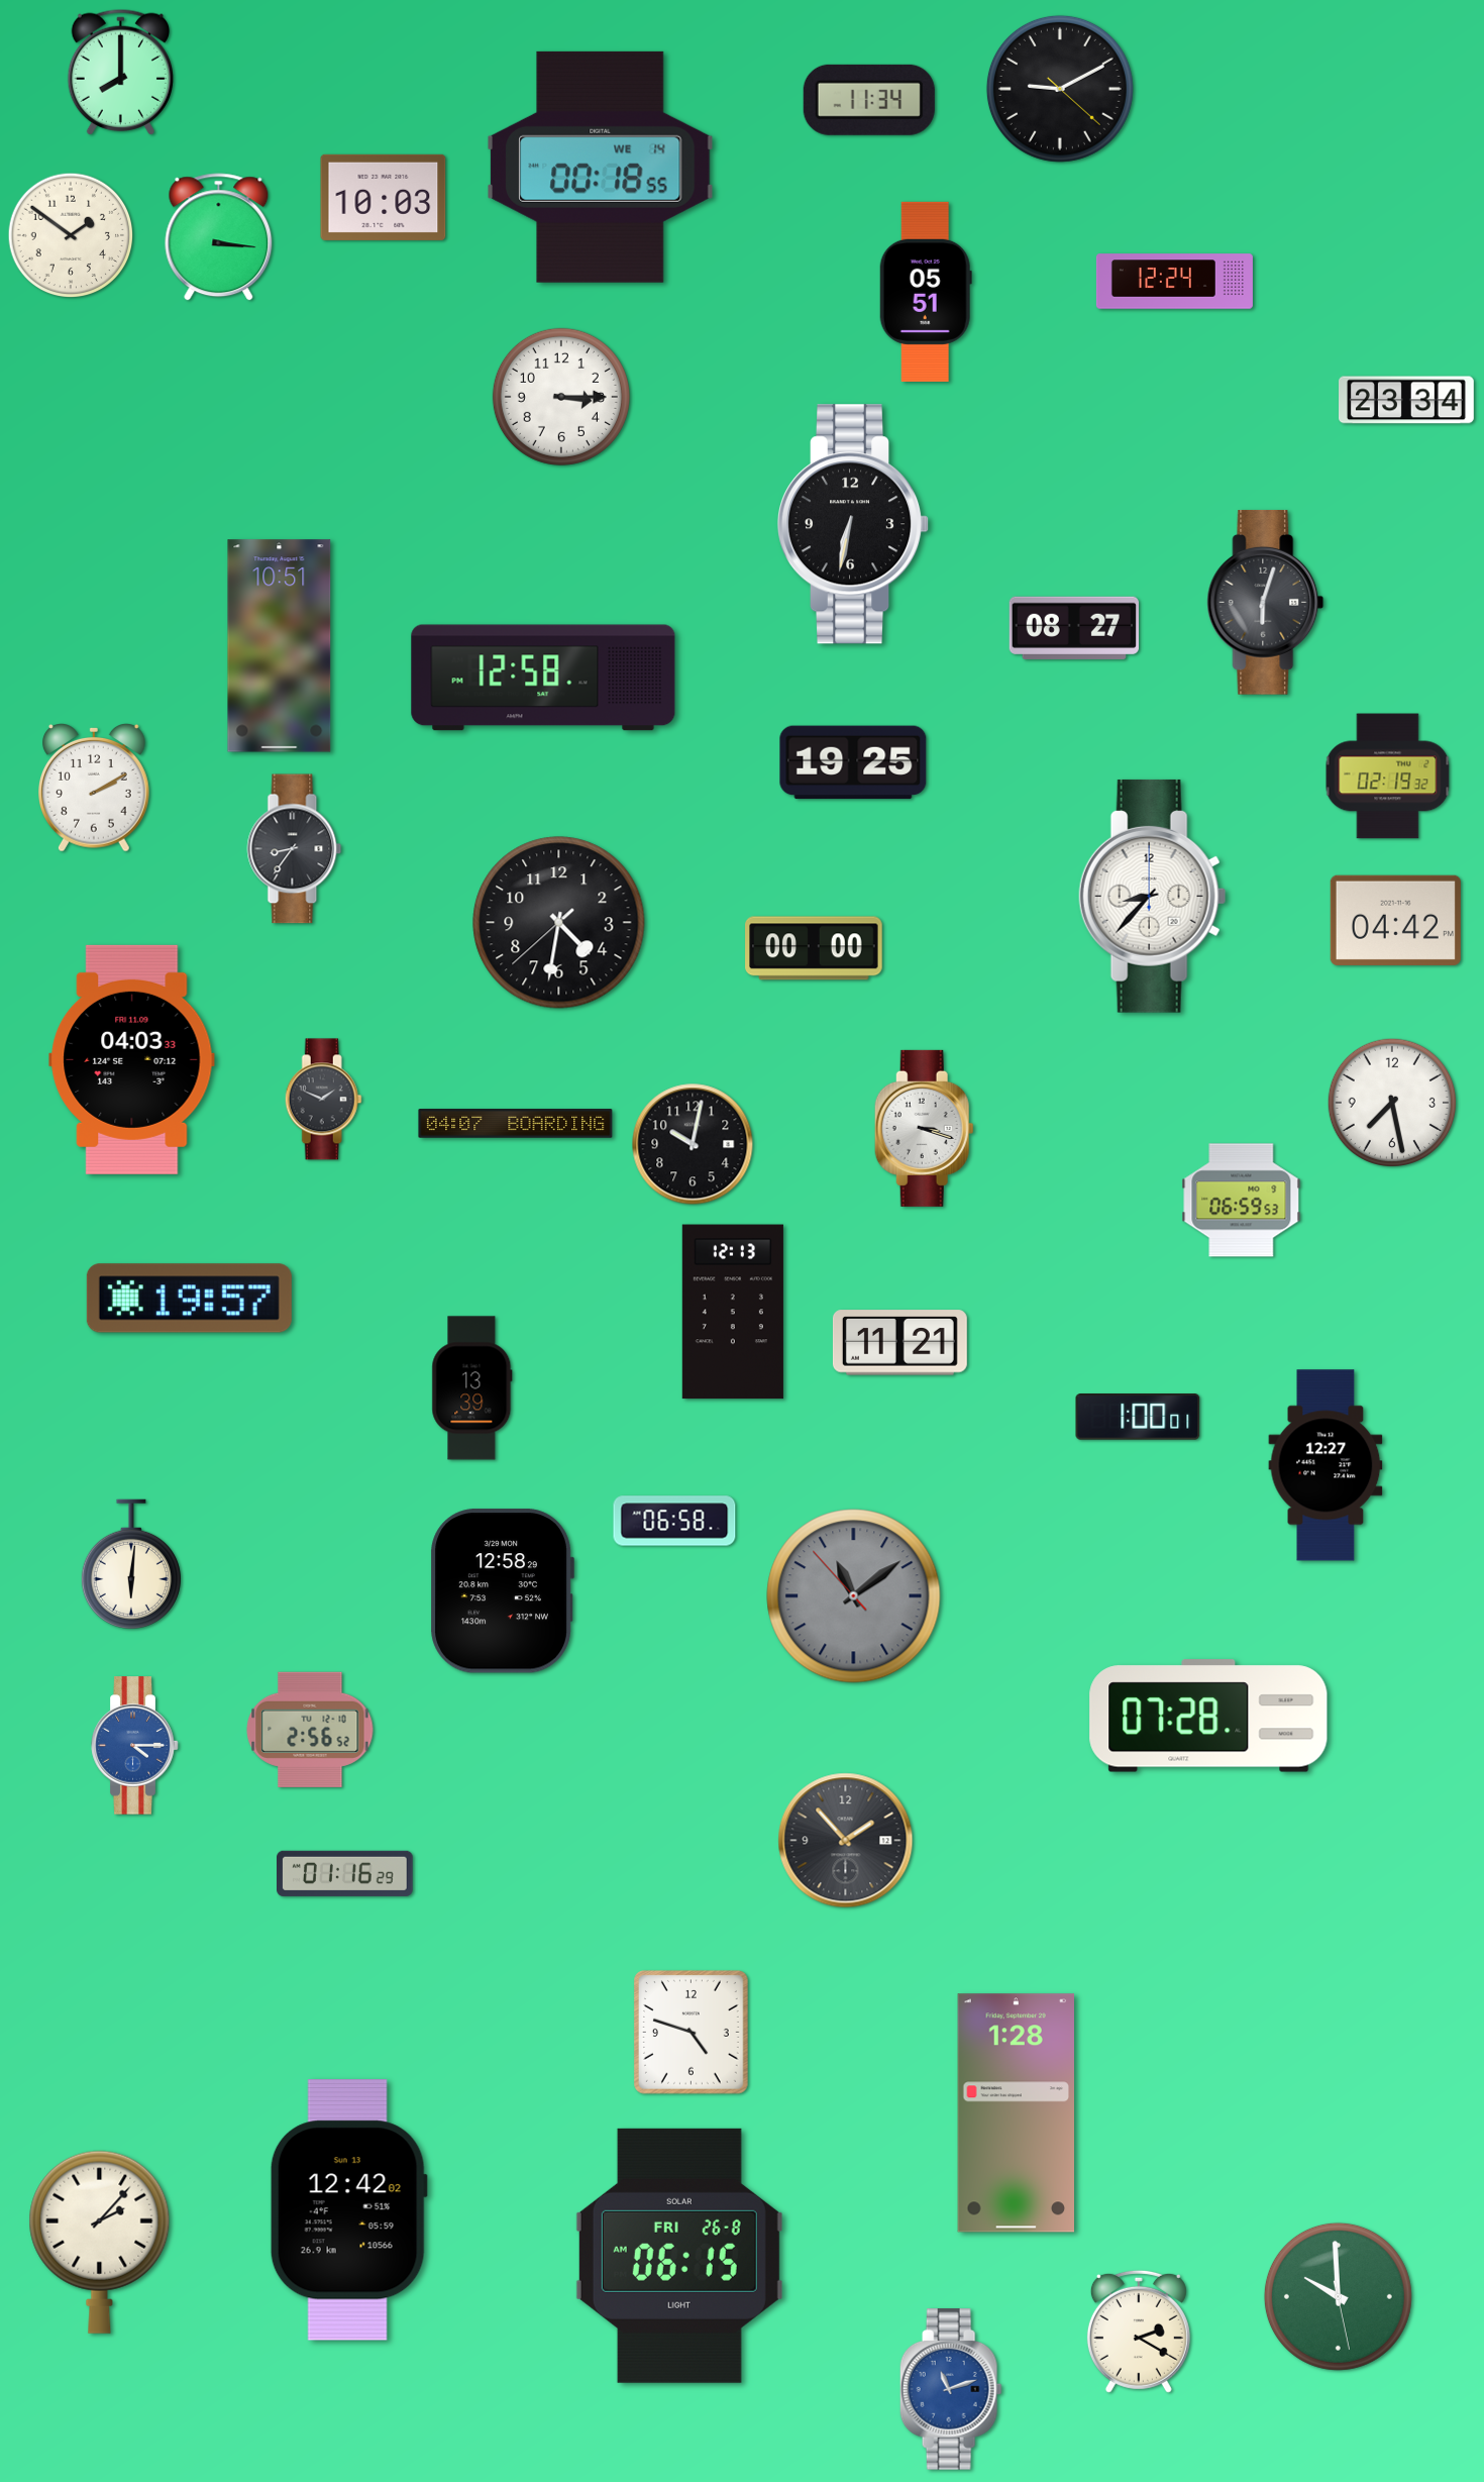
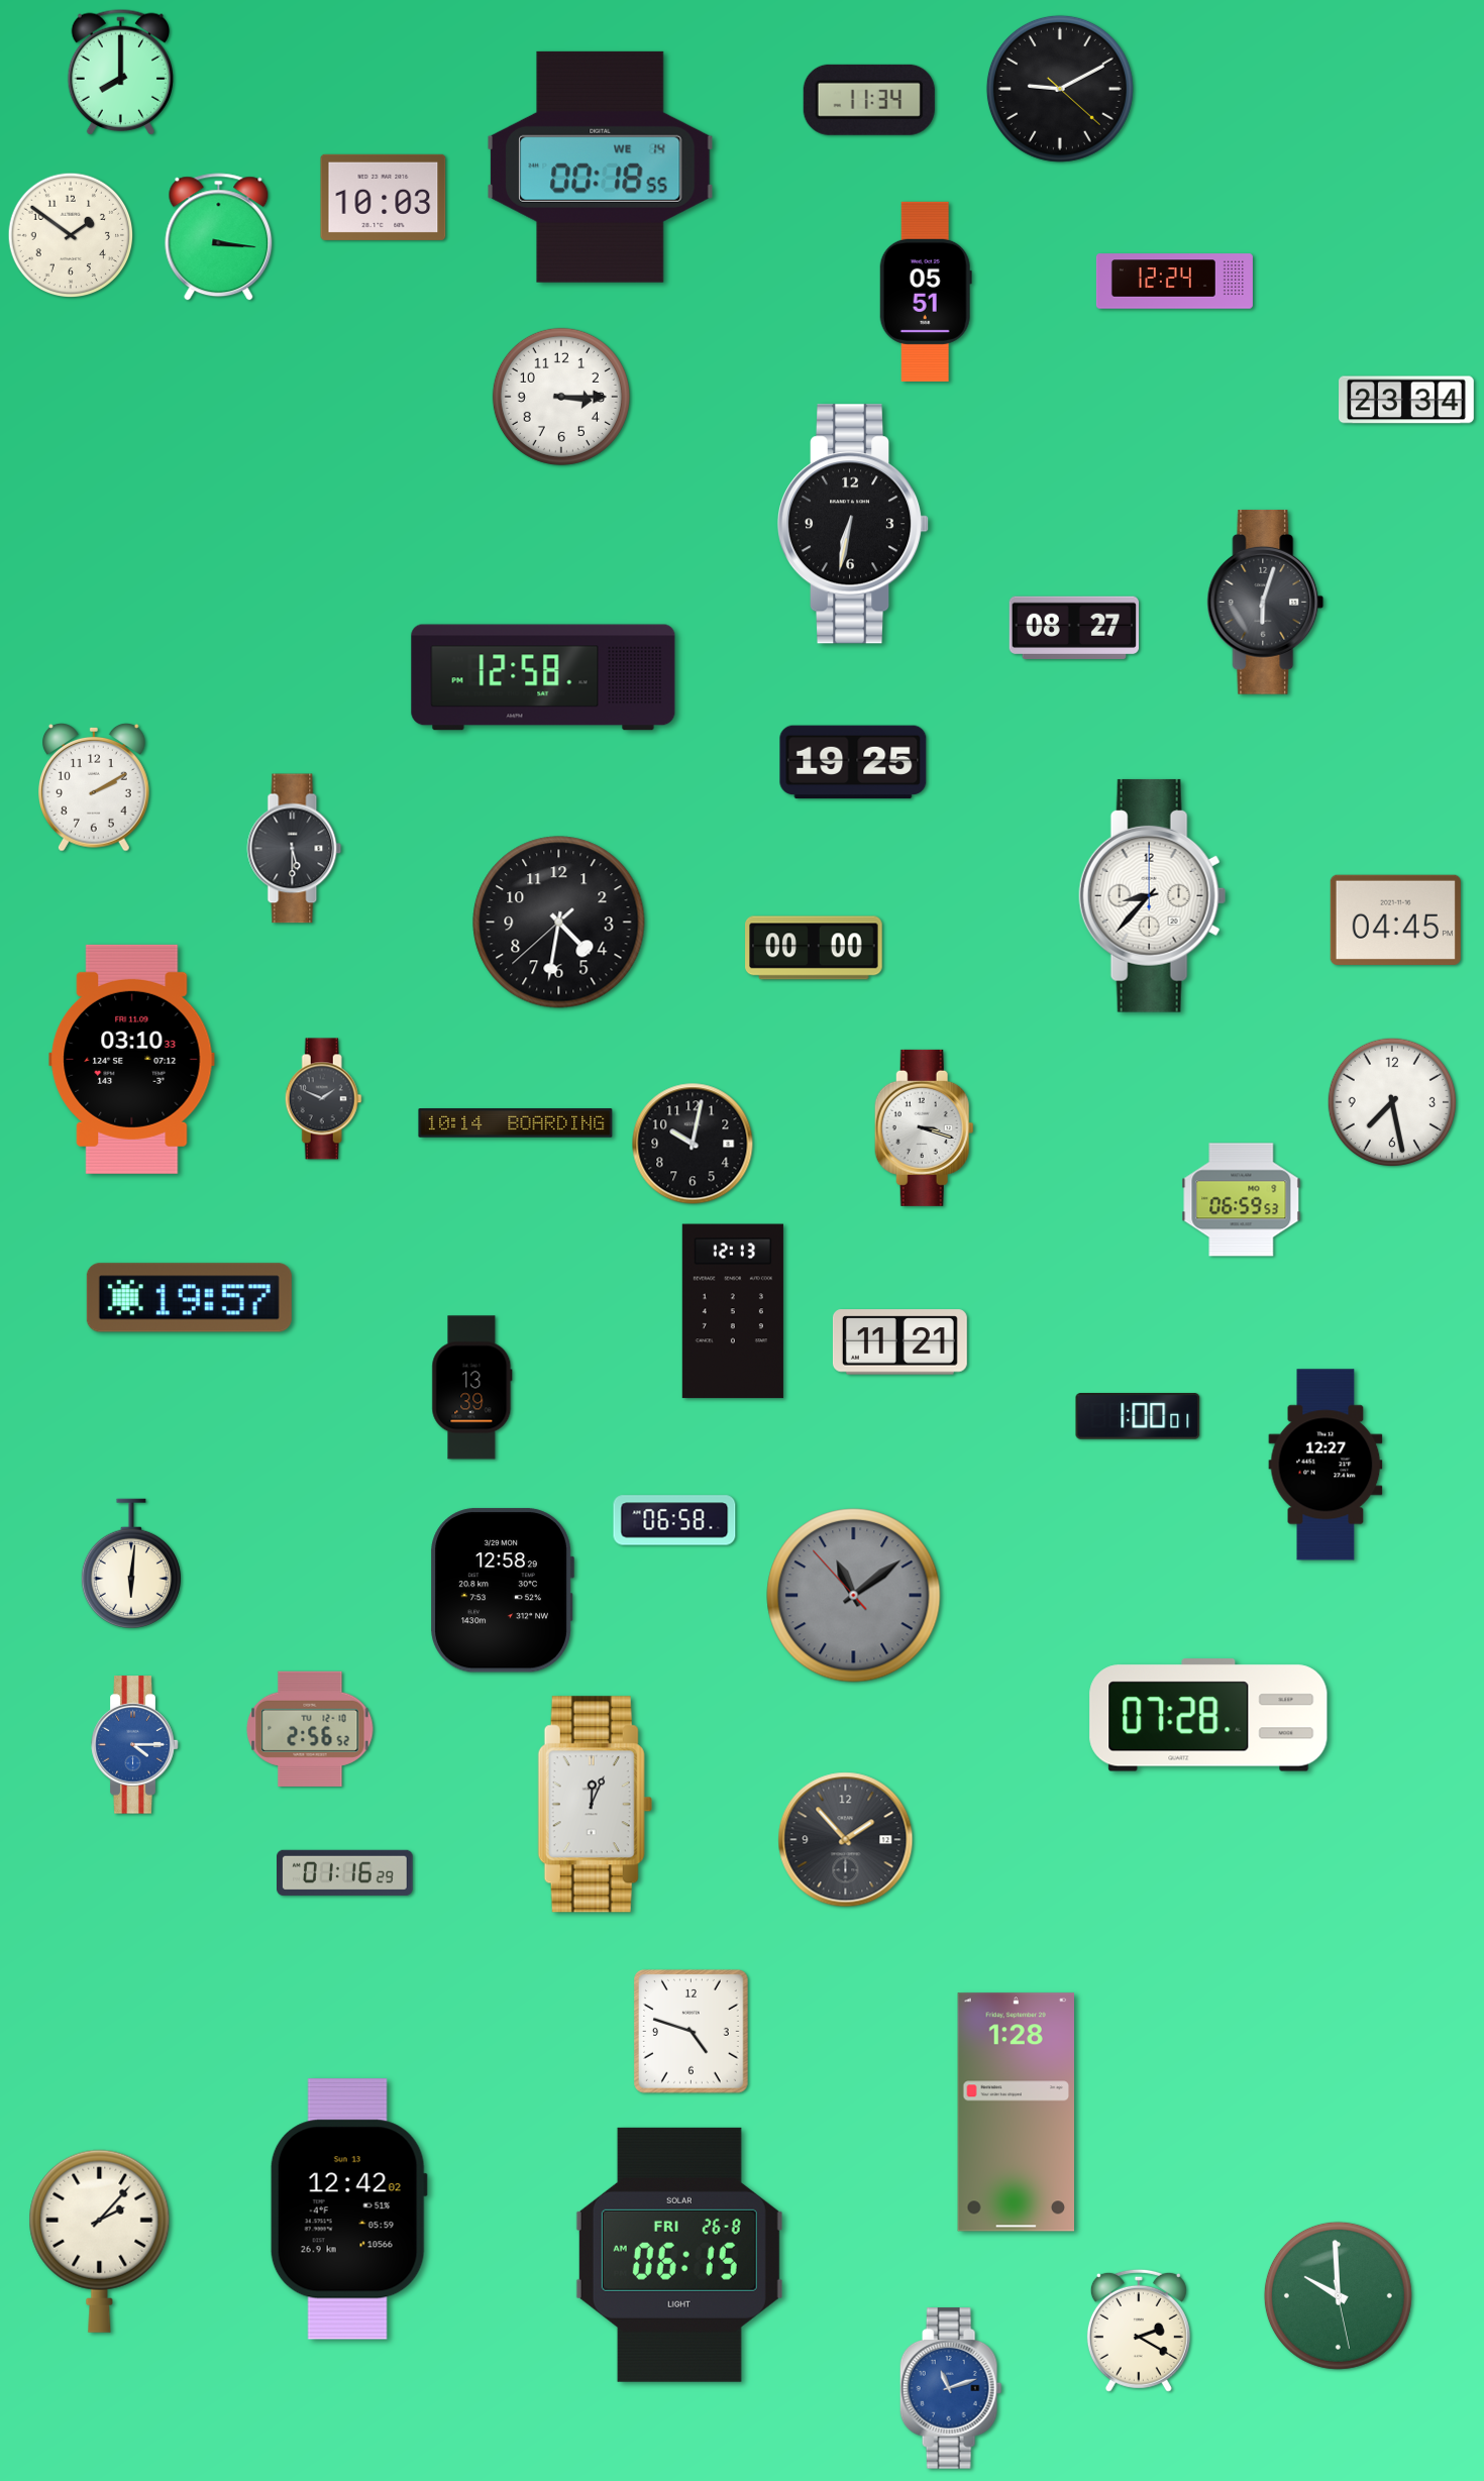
clock at (280, 646): 10:51 -> none
clock at (1388, 777): 02:19 -> none
clock at (295, 849): 8:36 -> 5:30
clock at (1395, 920): 04:42 -> 04:45
clock at (132, 1059): 04:03 -> 03:10
clock at (516, 1124): 04:07 -> 10:14
clock at (595, 1805): none -> 12:04
